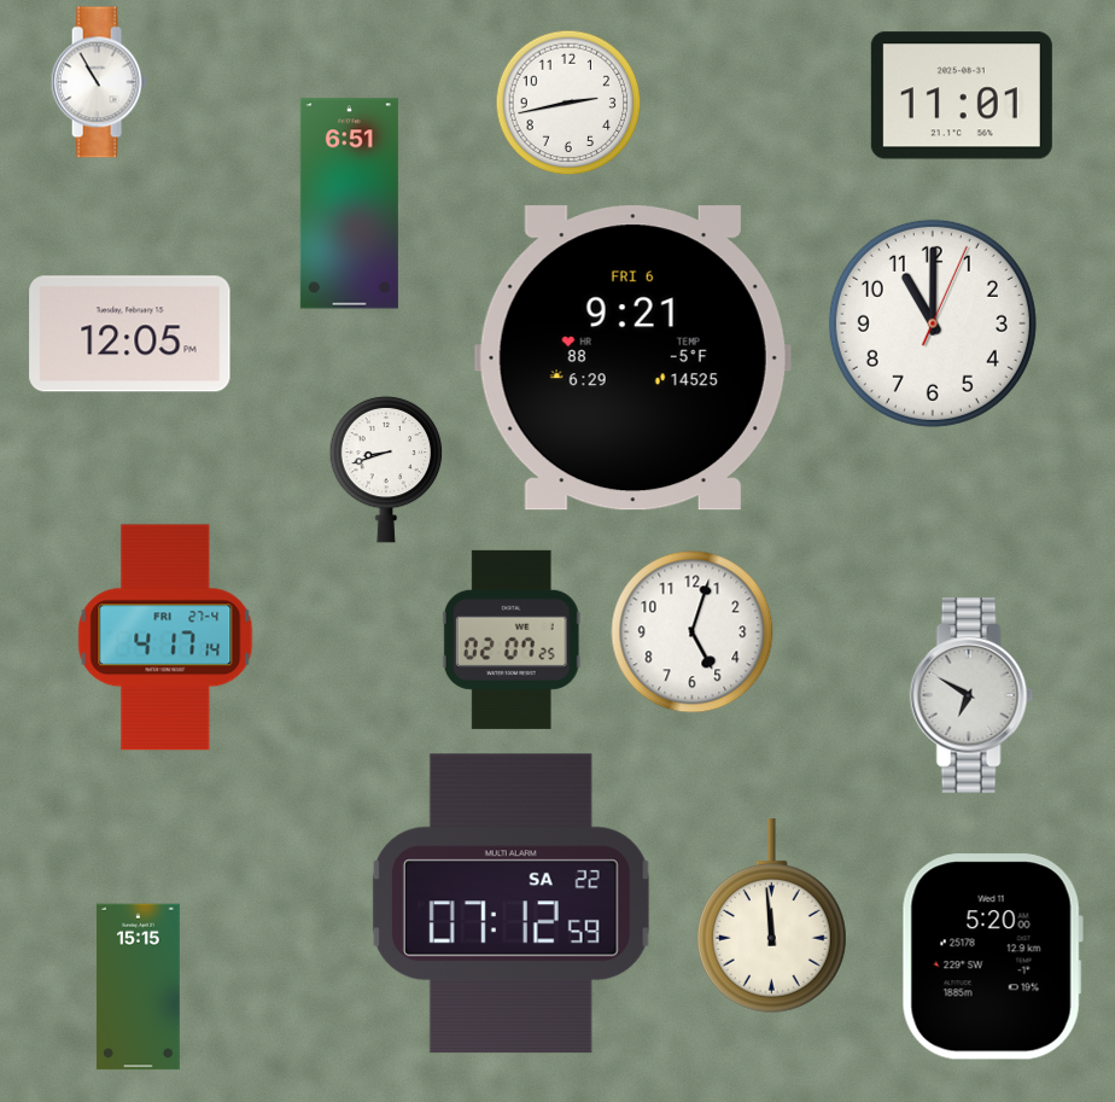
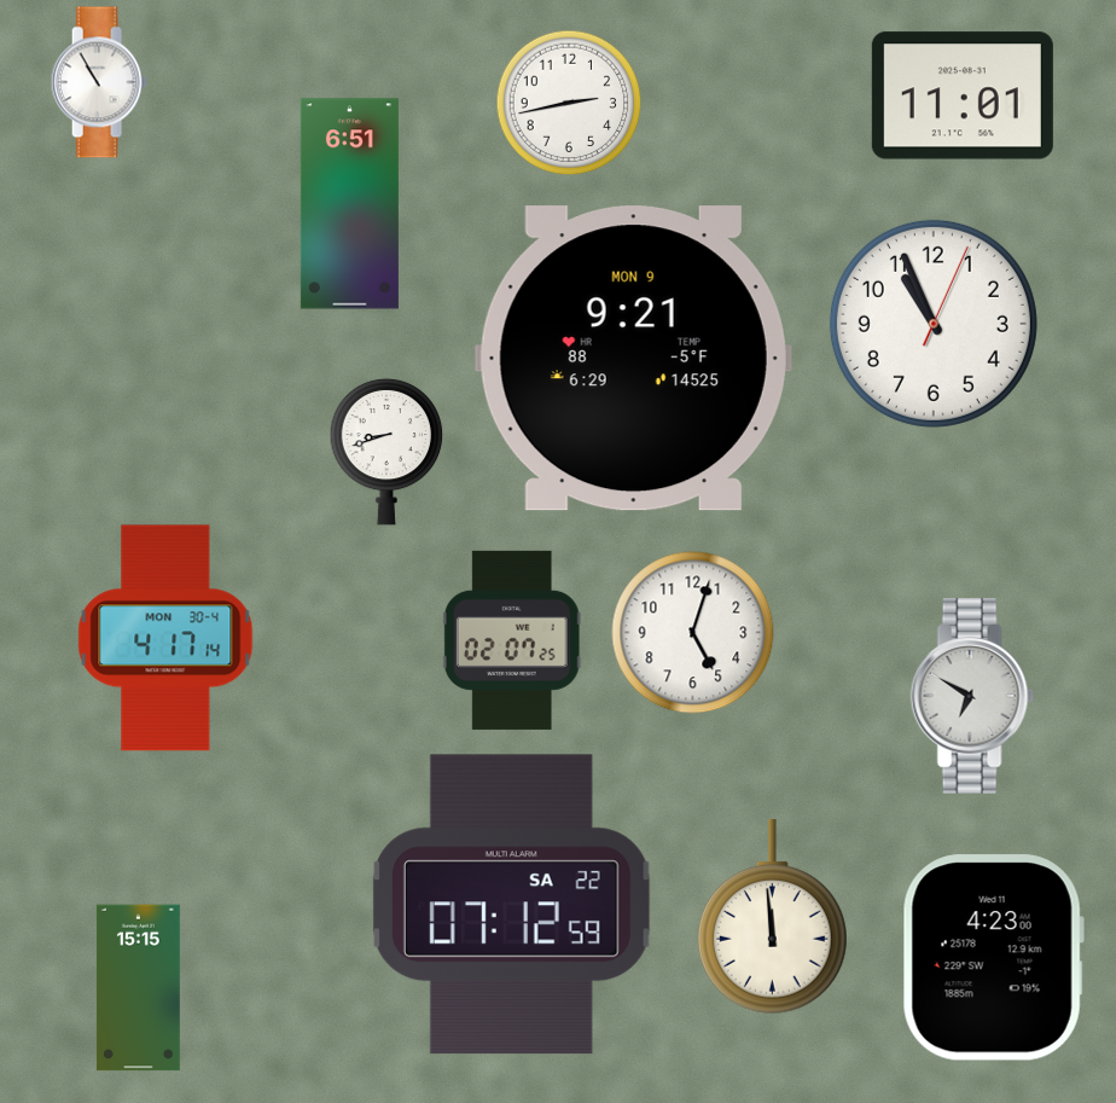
clock at (933, 323): 11:00 -> 10:56
clock at (130, 334): 12:05 -> none
clock at (632, 358) date: FRI 6 -> MON 9
clock at (386, 470) position: (386, 470) -> (386, 452)
clock at (165, 637) date: FRI 27-4 -> MON 30-4
clock at (992, 957): 5:20 -> 4:23
